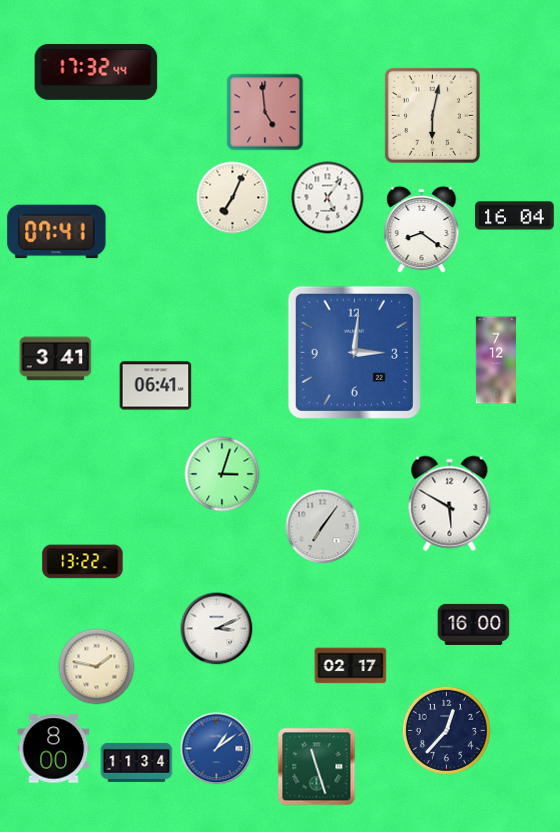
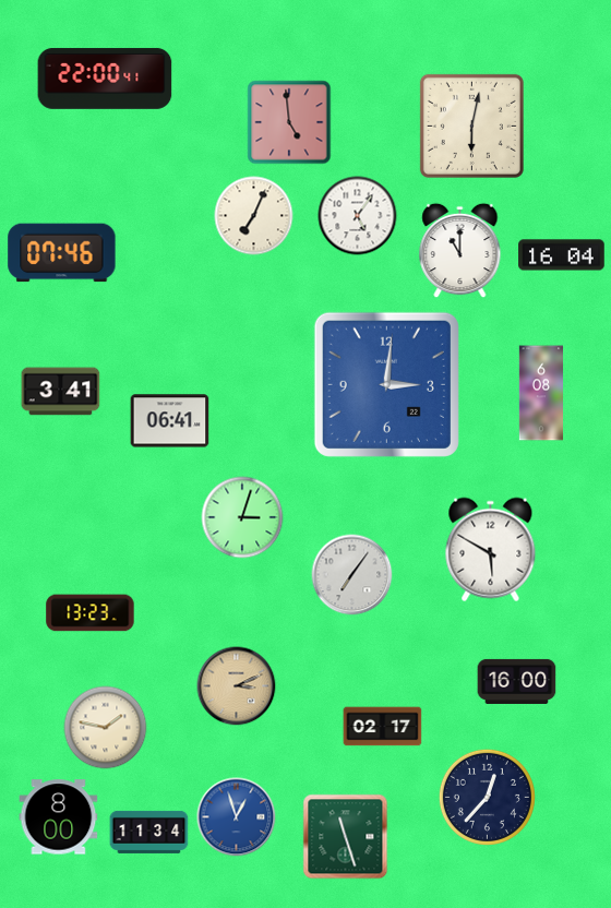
clock at (96, 72): 17:32 -> 22:00
clock at (515, 216) position: (515, 216) -> (562, 255)
clock at (422, 230): 8:21 -> 11:00
clock at (57, 232): 07:41 -> 07:46
clock at (496, 360): 7:12 -> 6:08
clock at (83, 562): 13:22 -> 13:23
clock at (217, 629) dial: white -> champagne
clock at (217, 749): 1:09 -> 12:57
